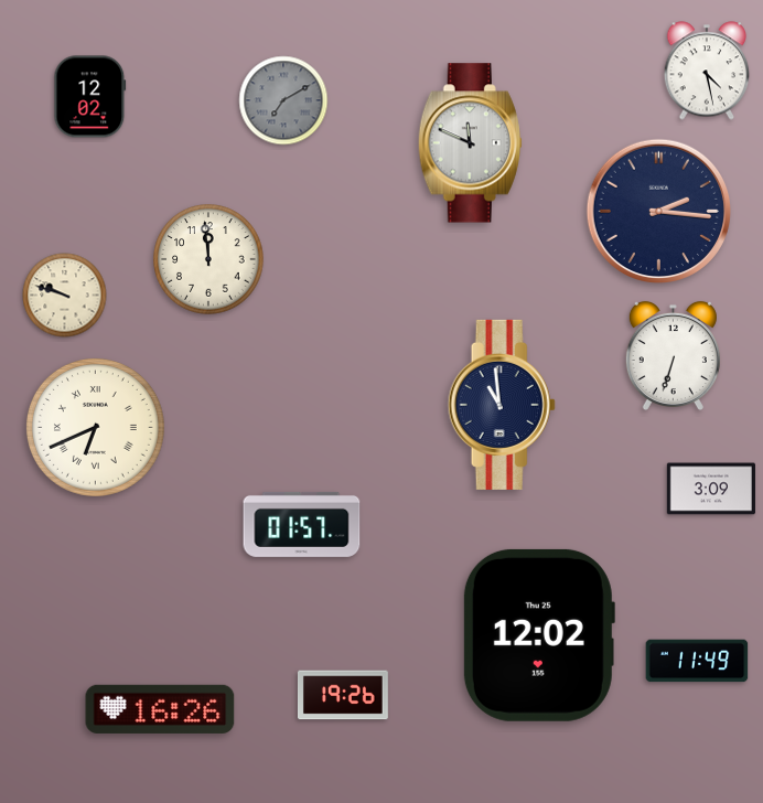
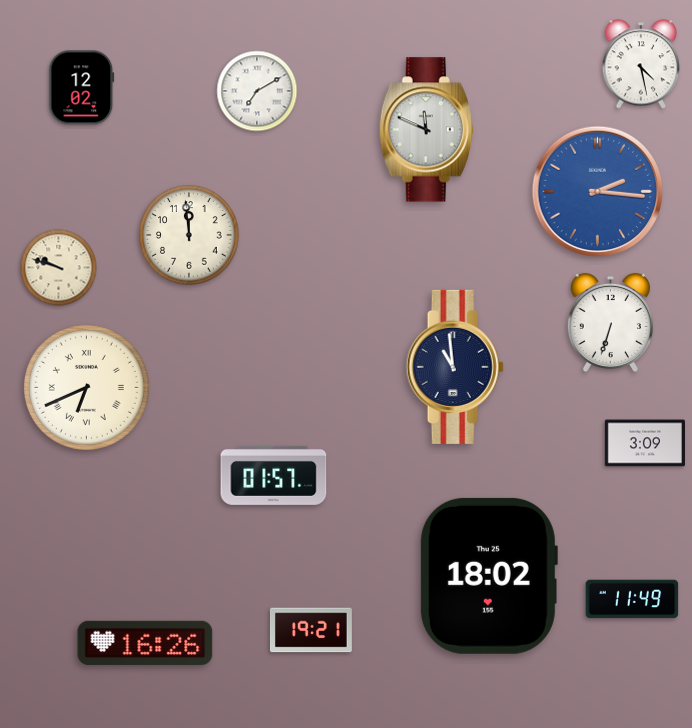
clock at (283, 100) dial: grey -> white
clock at (659, 212) dial: navy -> blue
clock at (538, 635): 12:02 -> 18:02
clock at (343, 695): 19:26 -> 19:21
